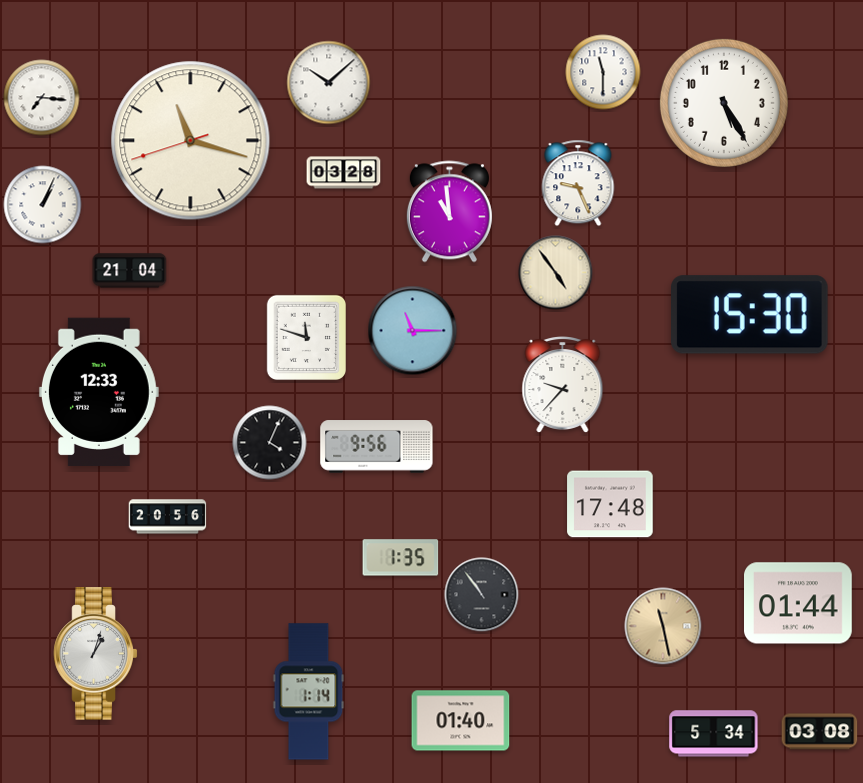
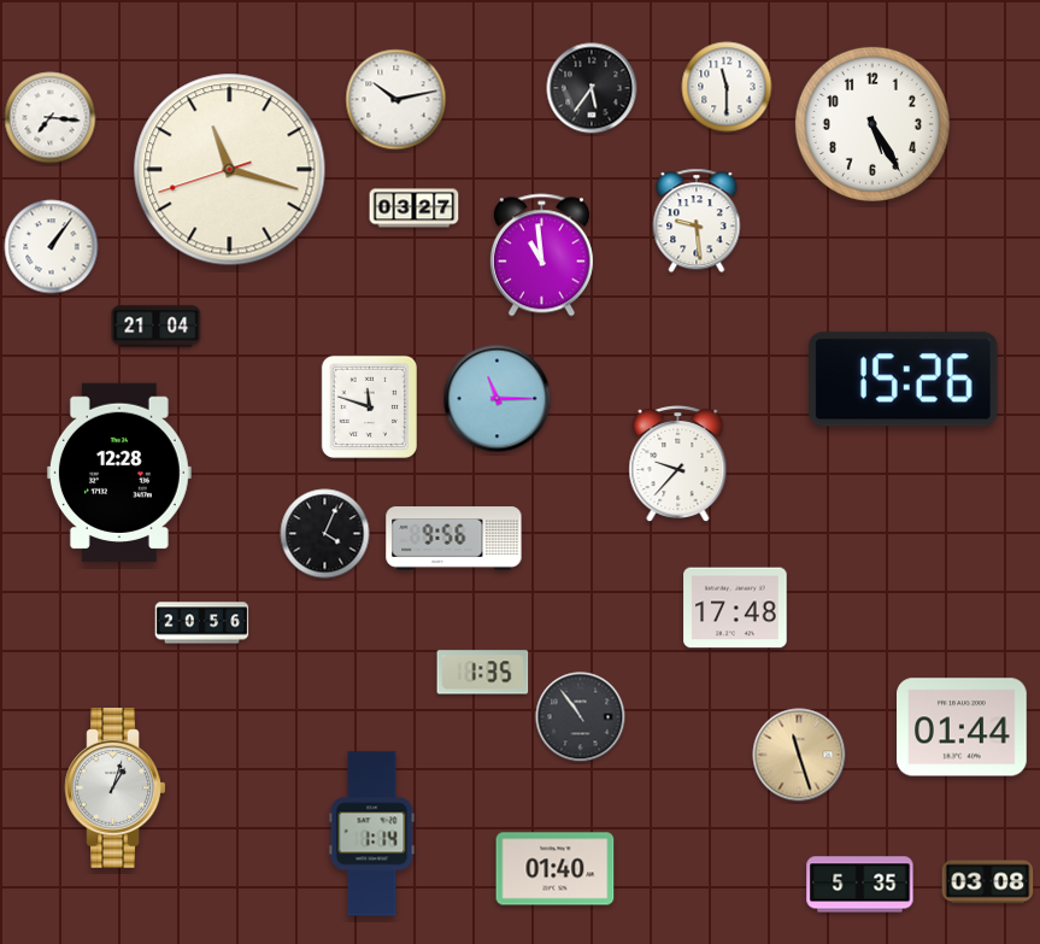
clock at (592, 88): none -> 5:36
clock at (329, 83): 10:08 -> 10:13
clock at (344, 173): 03:28 -> 03:27
clock at (578, 183): 9:26 -> 9:29
clock at (43, 205): 1:04 -> 1:06
clock at (556, 273): 4:54 -> none
clock at (750, 315): 15:30 -> 15:26
clock at (99, 392): 12:33 -> 12:28
clock at (663, 626): 11:28 -> 11:27
clock at (714, 734): 5:34 -> 5:35
